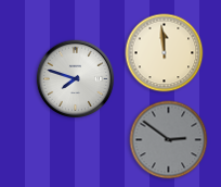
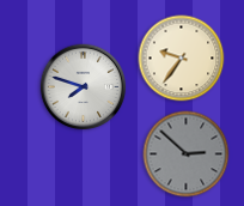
clock at (165, 53): 11:59 -> 9:36
clock at (169, 140): 2:51 -> 2:52
